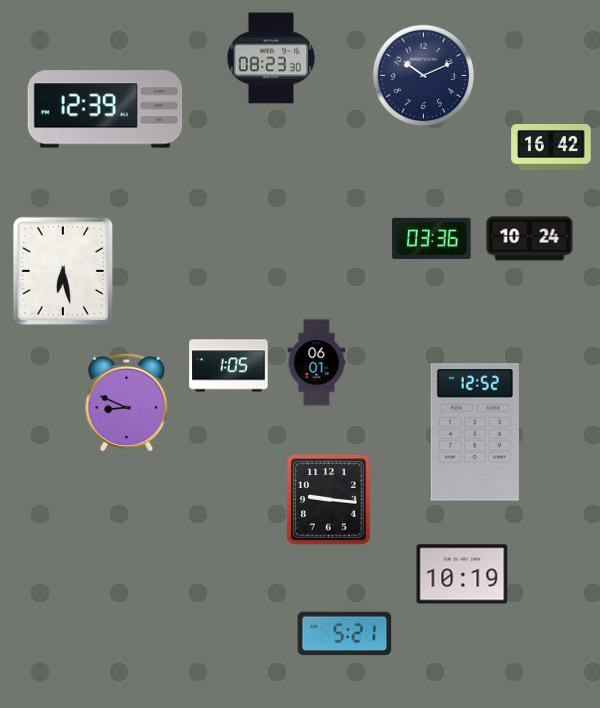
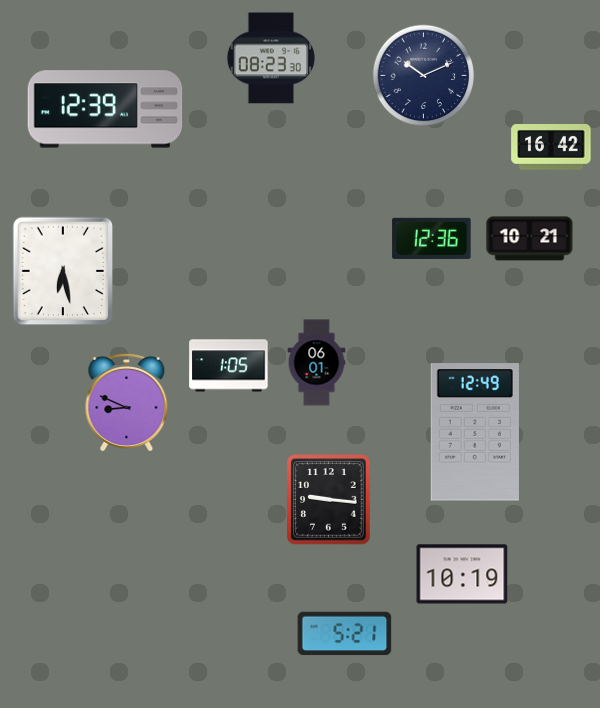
clock at (432, 238): 03:36 -> 12:36
clock at (530, 239): 10:24 -> 10:21
clock at (475, 432): 12:52 -> 12:49
